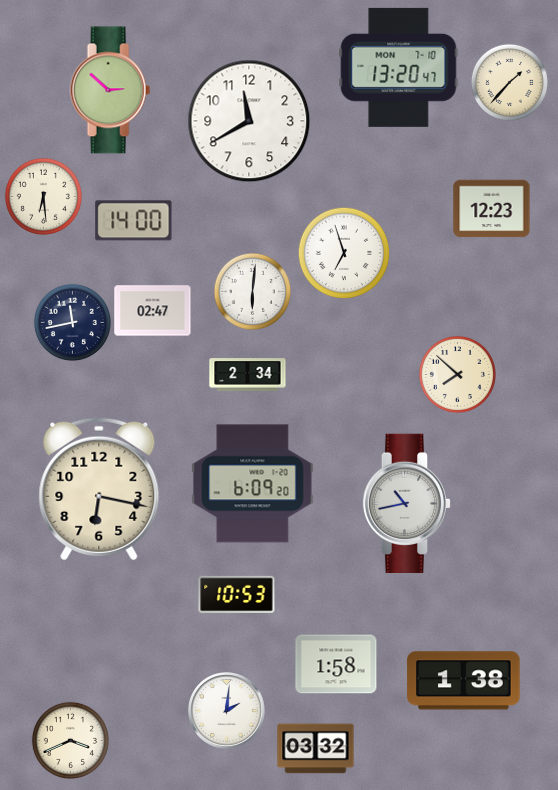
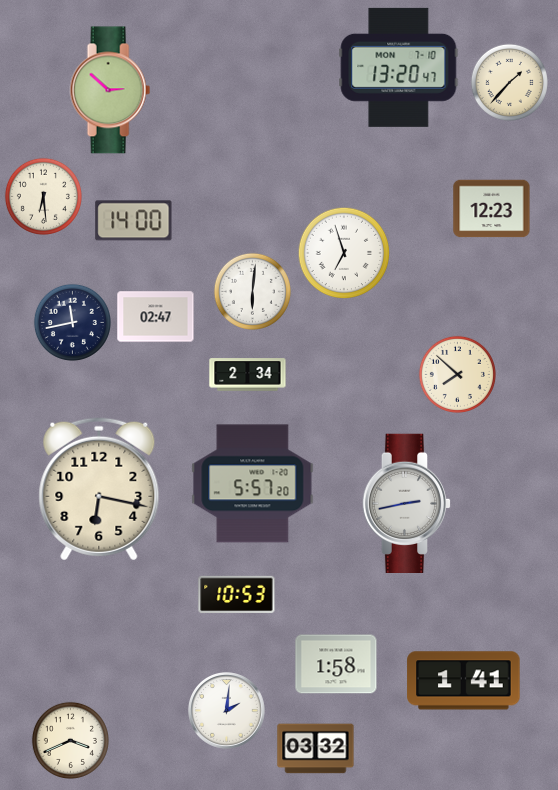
clock at (249, 121): 11:40 -> none
clock at (153, 311) position: (153, 311) -> (156, 317)
clock at (253, 484): 6:09 -> 5:57
clock at (407, 504): 10:43 -> 2:43
clock at (464, 681): 1:38 -> 1:41
